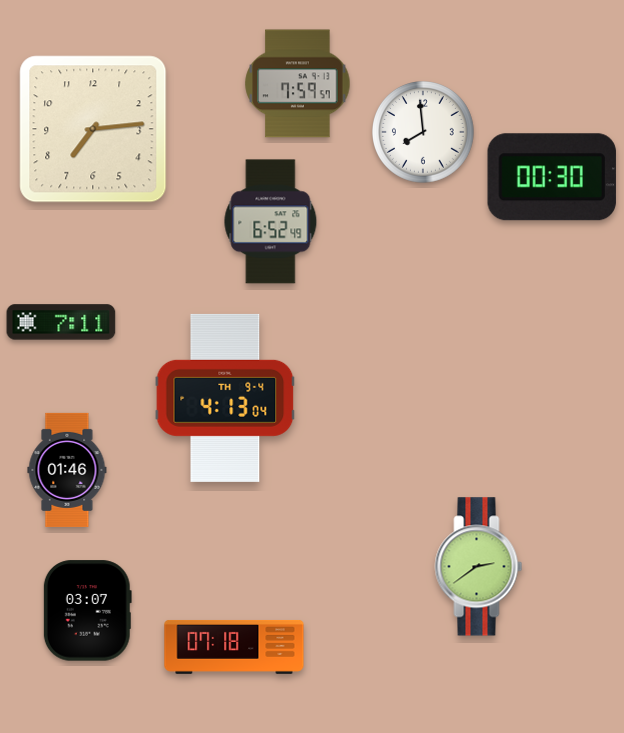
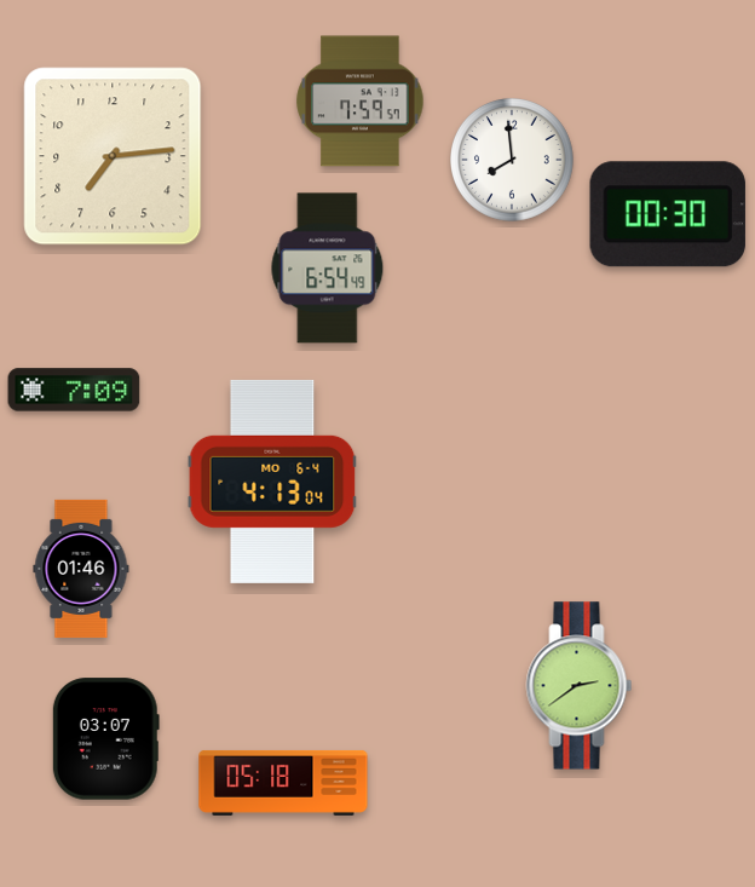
clock at (271, 222): 6:52 -> 6:54
clock at (61, 322): 7:11 -> 7:09
clock at (225, 398) date: TH 9-4 -> MO 6-4
clock at (234, 647): 07:18 -> 05:18
